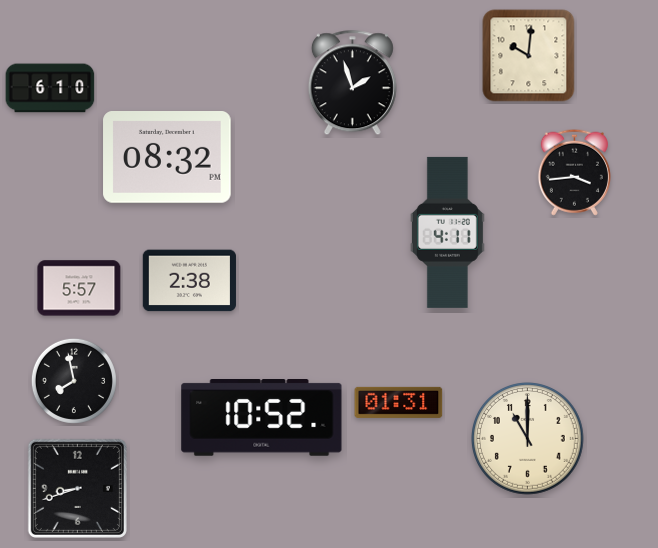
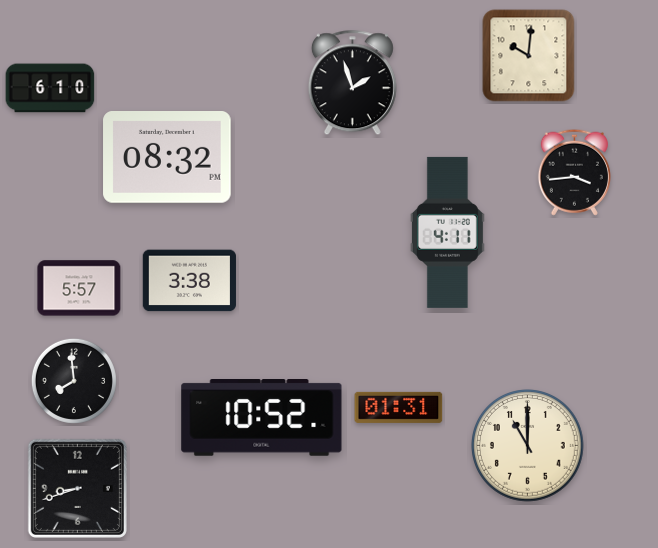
clock at (189, 281): 2:38 -> 3:38
clock at (74, 381): 7:58 -> 7:59
clock at (399, 402) position: (399, 402) -> (399, 407)
clock at (528, 439) position: (528, 439) -> (528, 446)
